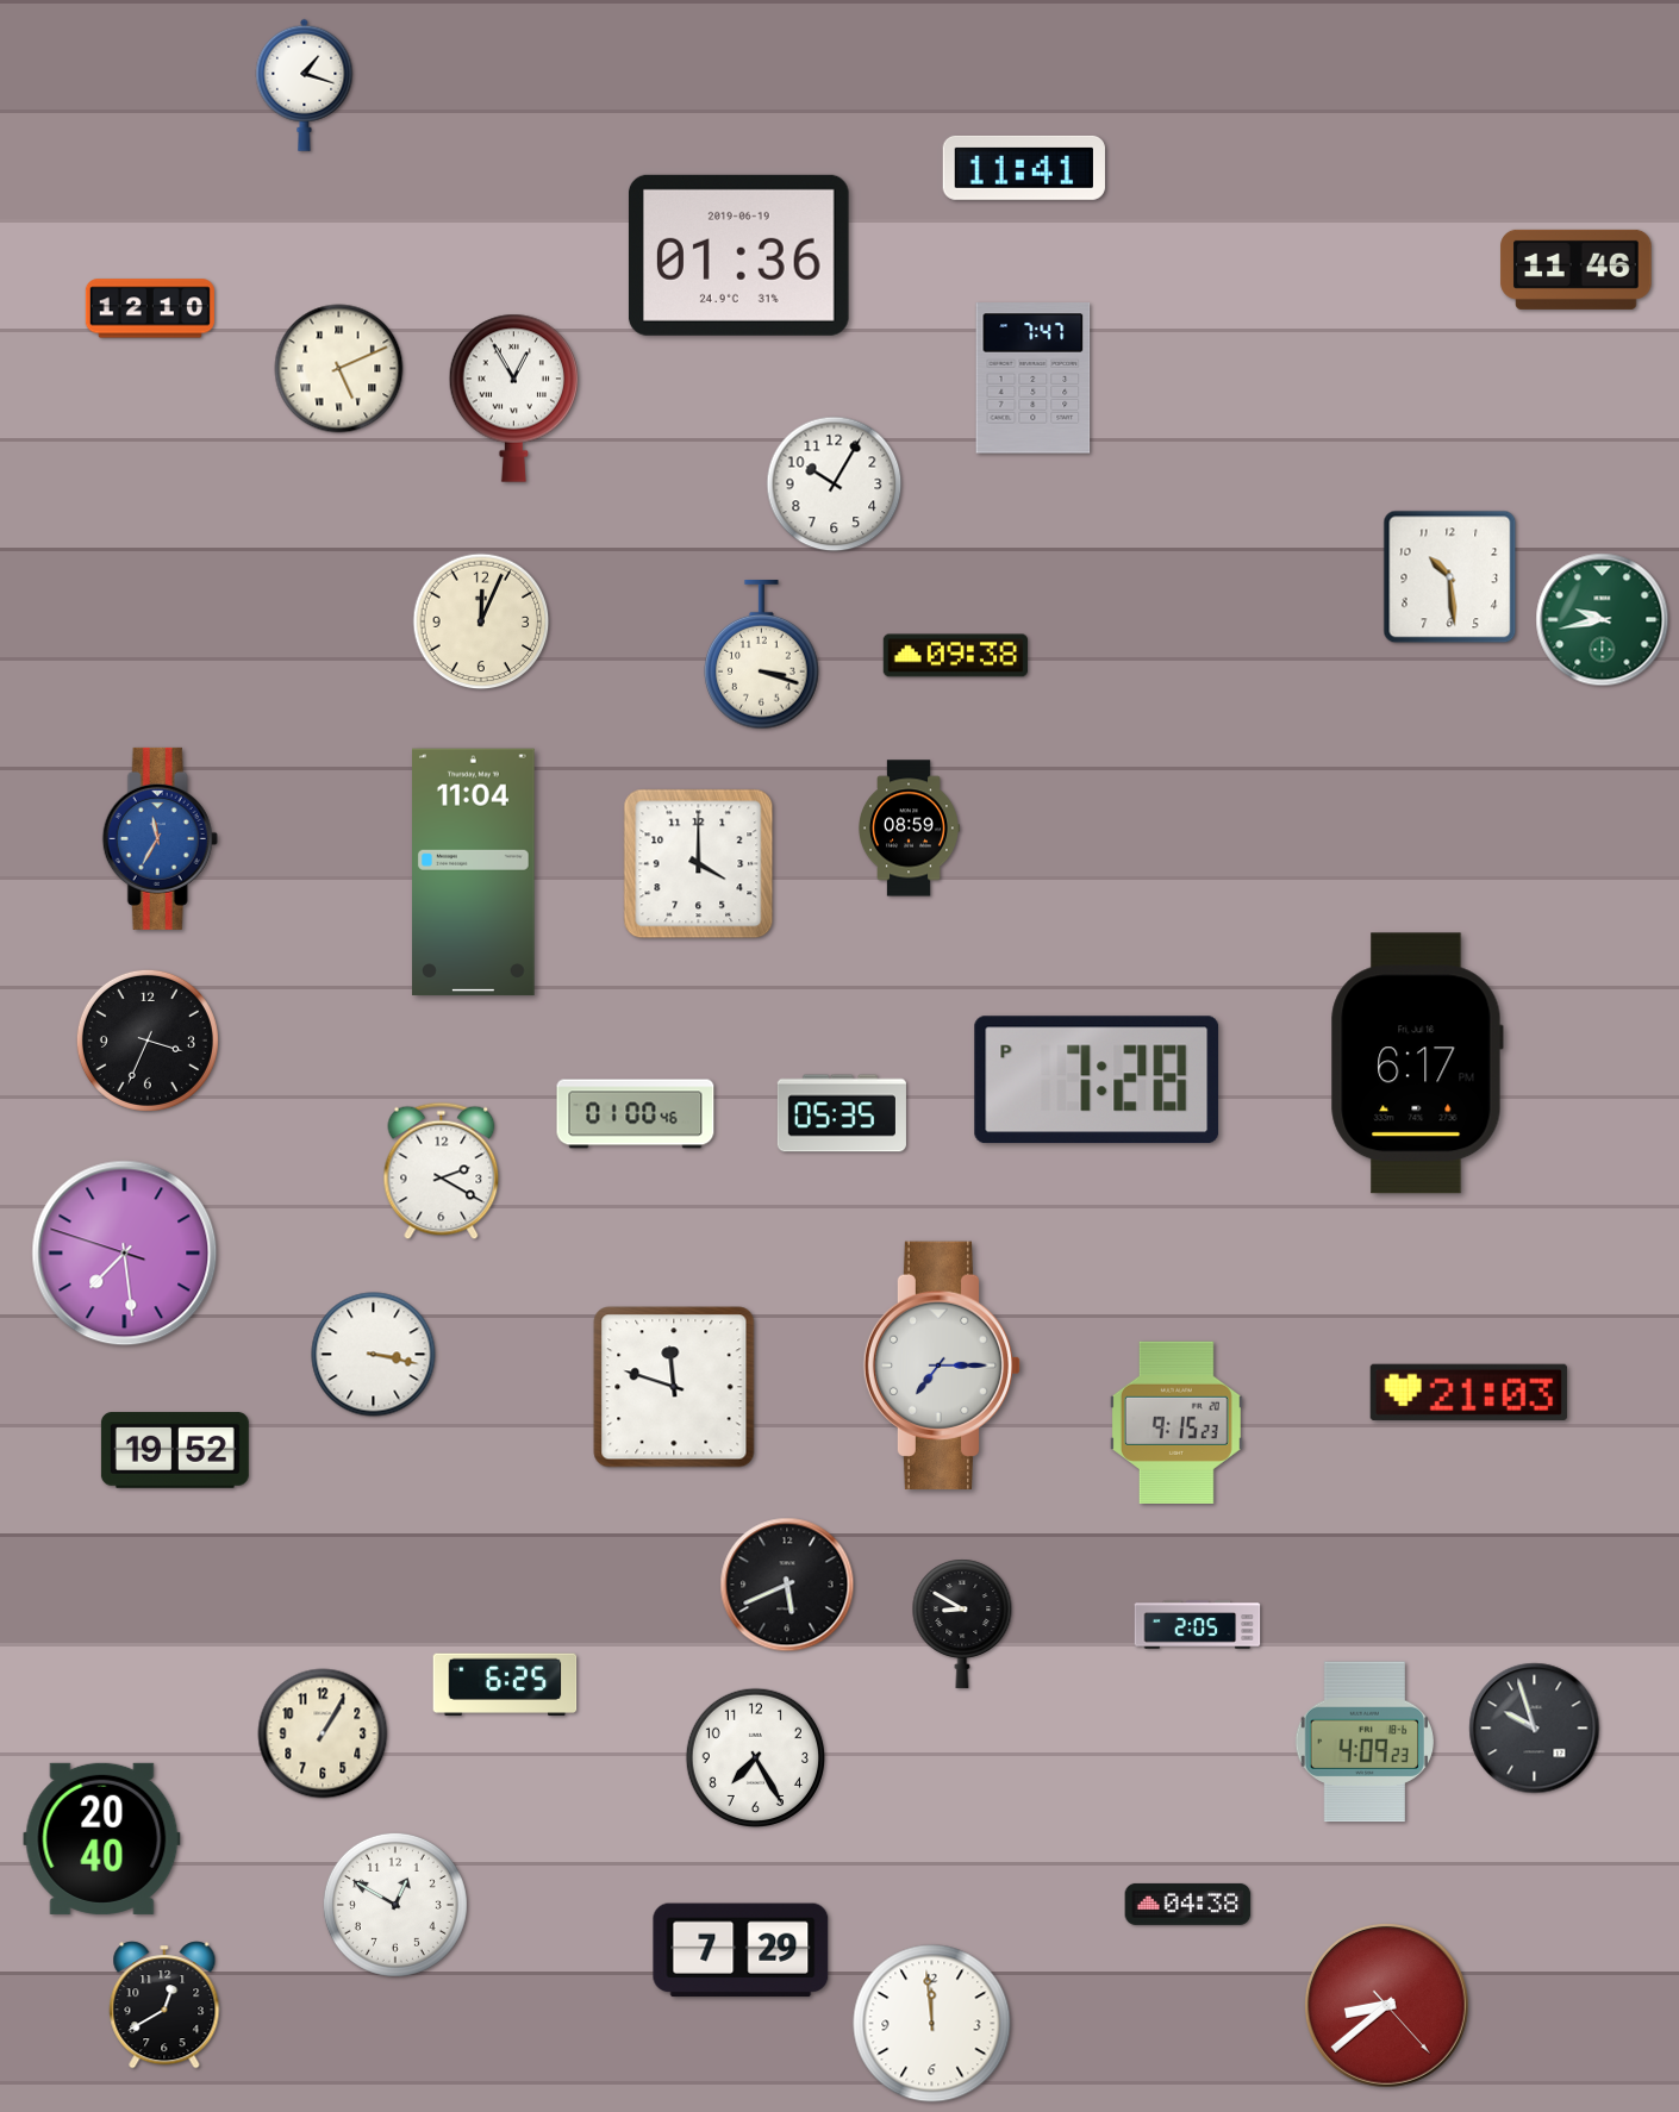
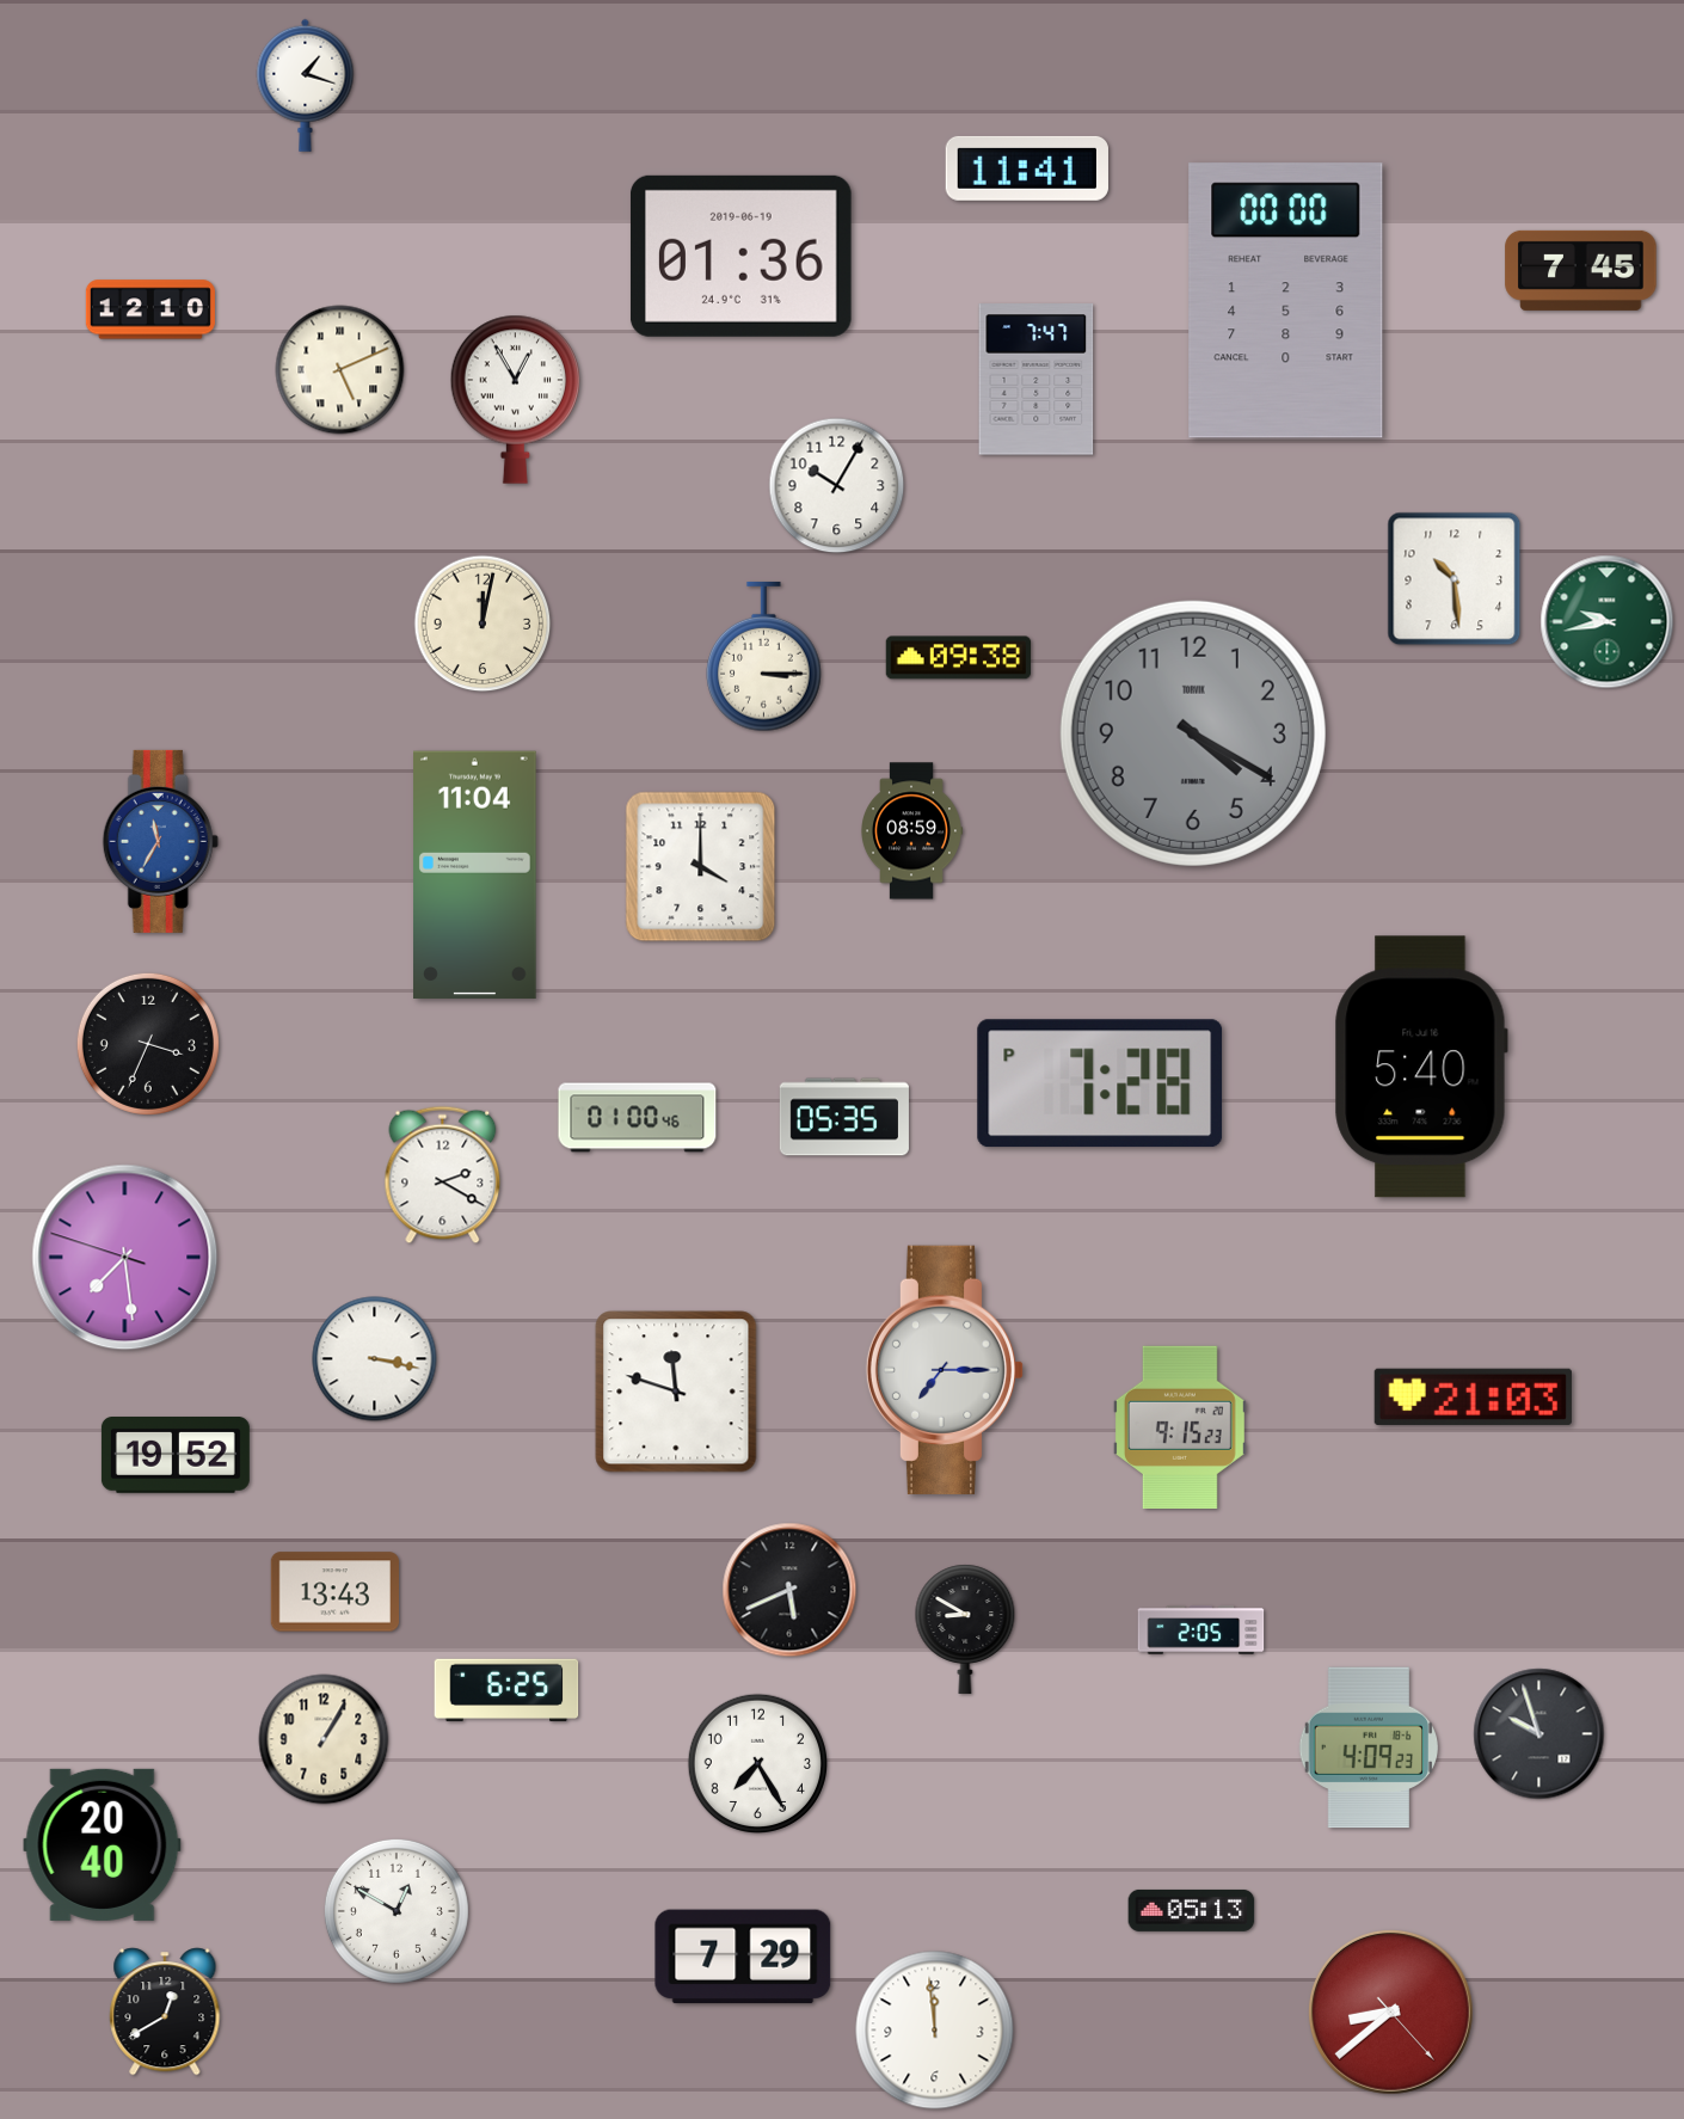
clock at (1577, 269): 11:46 -> 7:45
clock at (1286, 301): none -> 00:00
clock at (481, 621): 12:04 -> 12:02
clock at (762, 655): 3:18 -> 3:15
clock at (1193, 733): none -> 4:20
clock at (1417, 1063): 6:17 -> 5:40
clock at (334, 1592): none -> 13:43
clock at (1188, 1904): 04:38 -> 05:13
